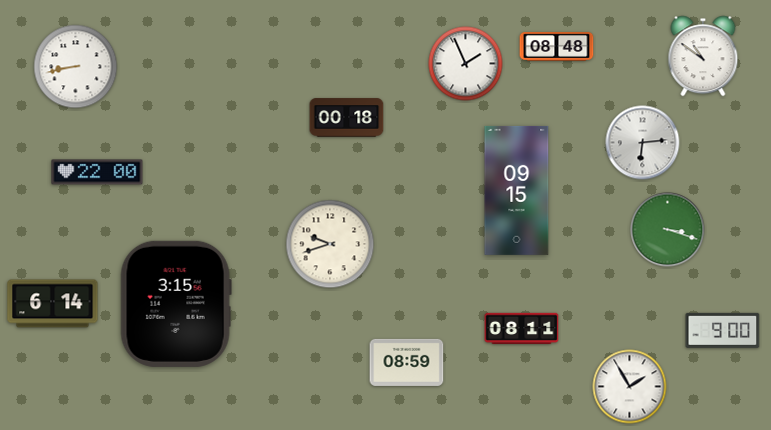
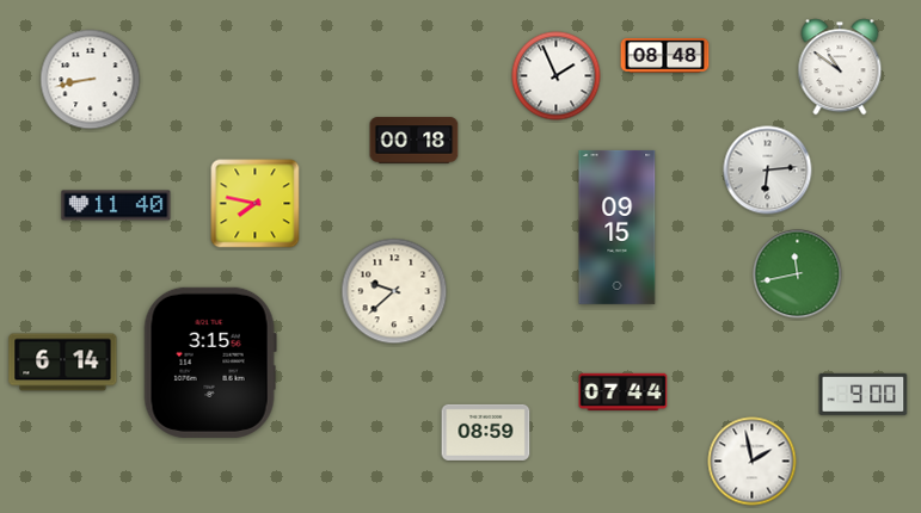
clock at (256, 204): none -> 7:47
clock at (97, 172): 22:00 -> 11:40
clock at (668, 230): 3:18 -> 11:43
clock at (330, 244): 9:42 -> 9:38
clock at (522, 329): 08:11 -> 07:44
clock at (630, 387): 1:55 -> 1:58
